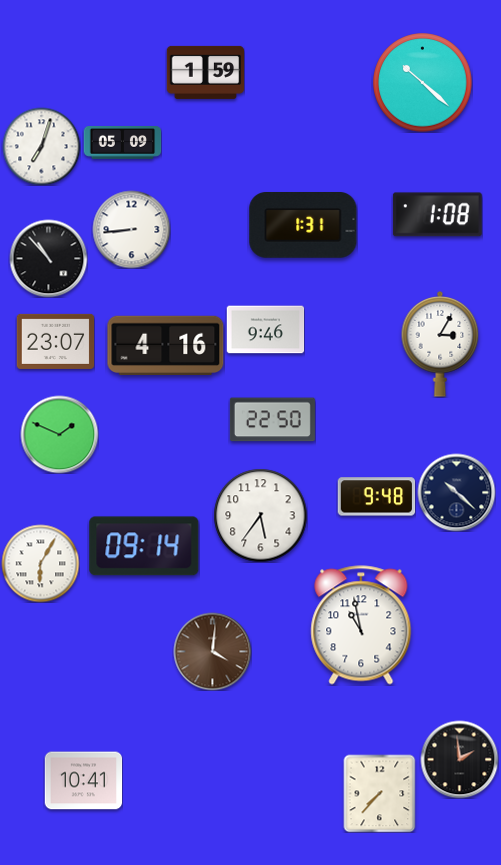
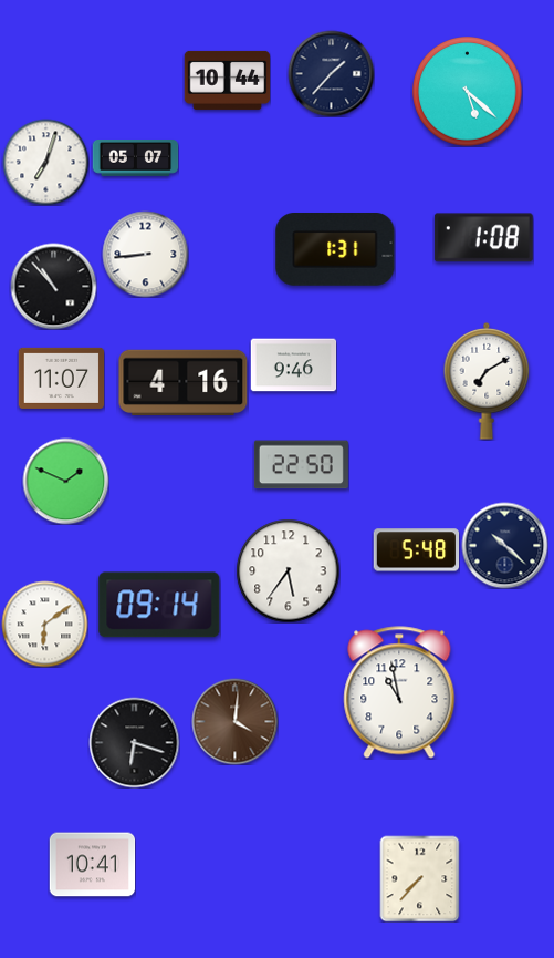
clock at (331, 73): none -> 1:37
clock at (205, 72): 1:59 -> 10:44
clock at (423, 83): 10:22 -> 5:22
clock at (122, 143): 05:09 -> 05:07
clock at (55, 341): 23:07 -> 11:07
clock at (440, 345): 3:05 -> 7:10
clock at (376, 497): 9:48 -> 5:48
clock at (40, 563): 6:05 -> 6:09
clock at (134, 742): none -> 6:18
clock at (459, 759): 1:59 -> none
